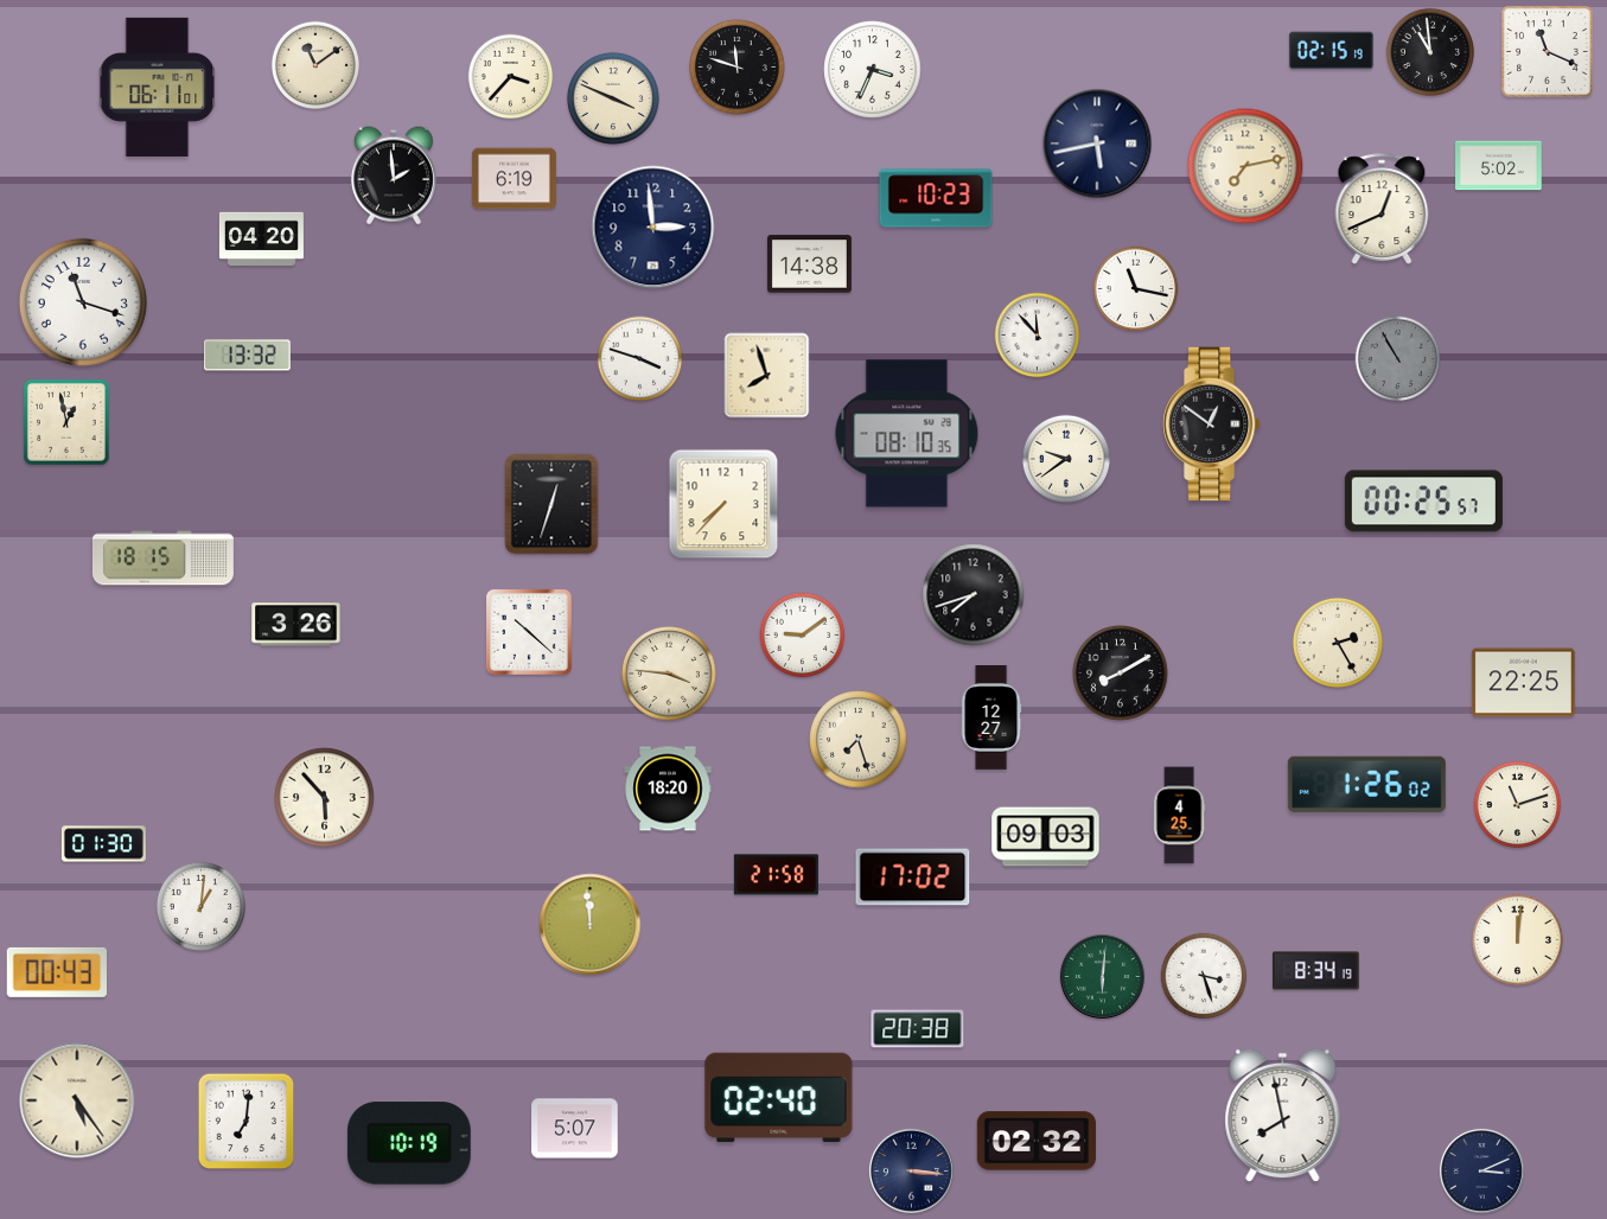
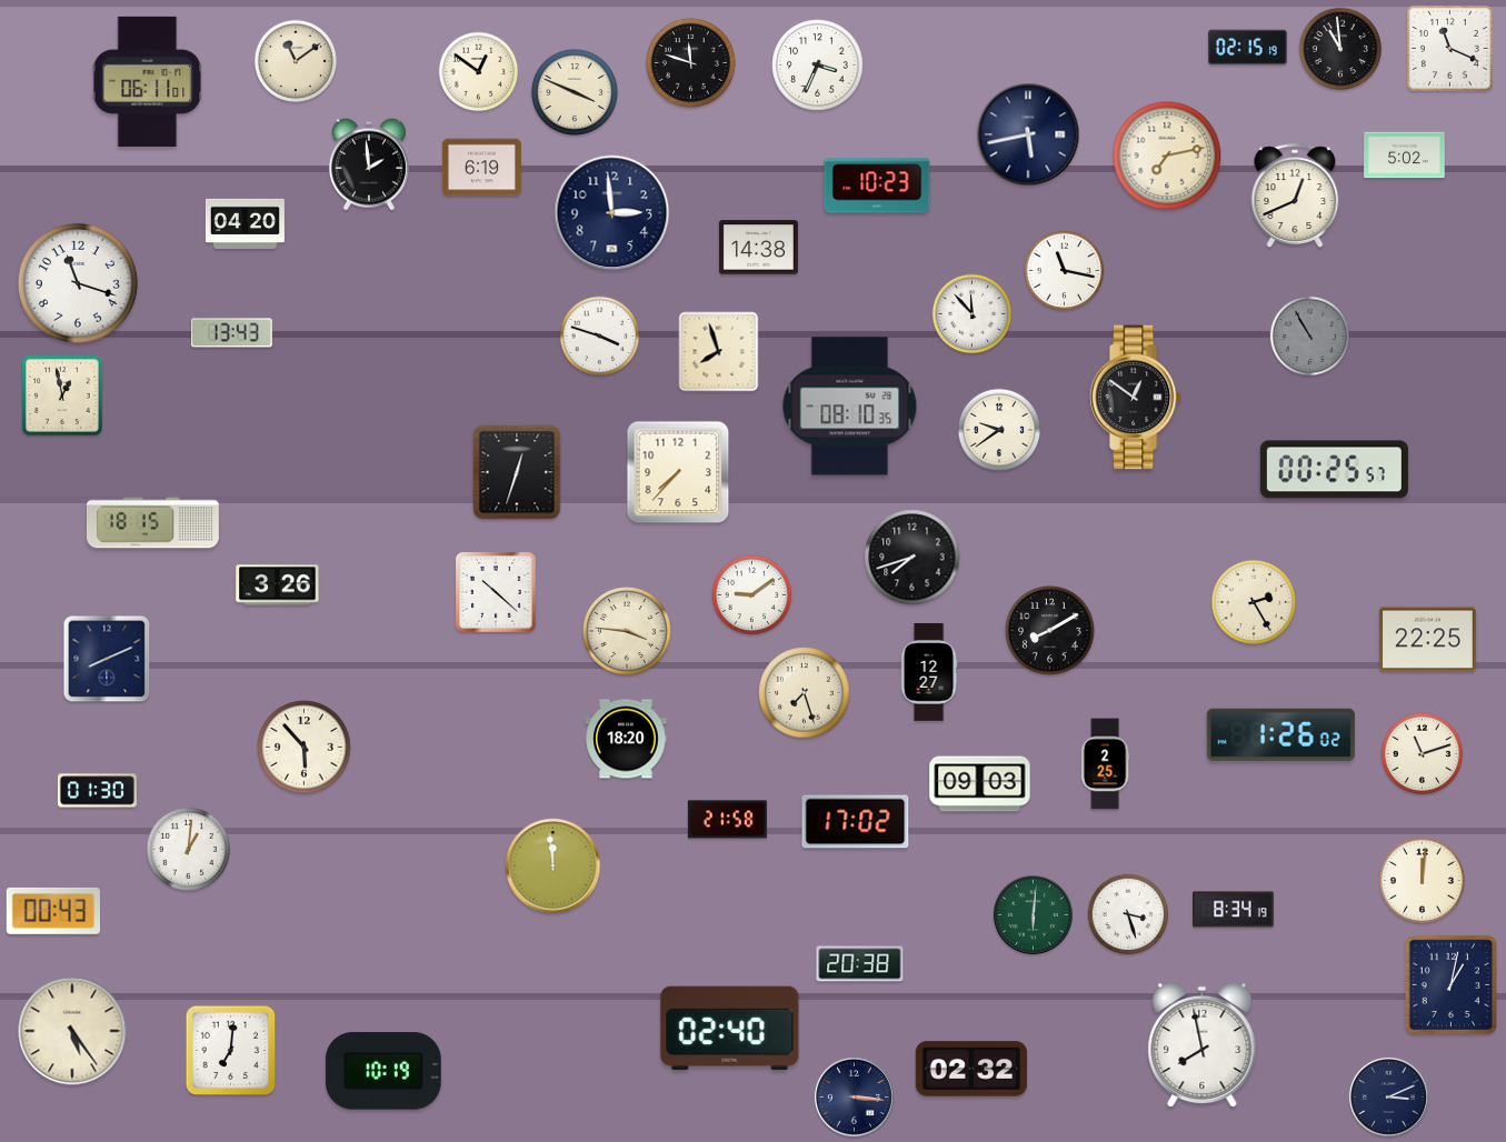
clock at (511, 77): 3:37 -> 12:51
clock at (248, 356): 13:32 -> 13:43
clock at (107, 659): none -> 8:11
clock at (1179, 816): 4:25 -> 2:25
clock at (1450, 984): none -> 1:02
clock at (575, 1129): 5:07 -> none
